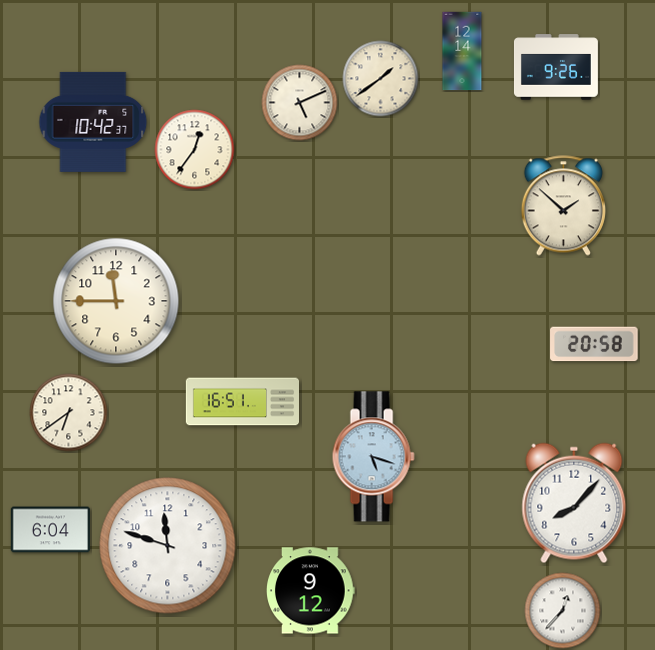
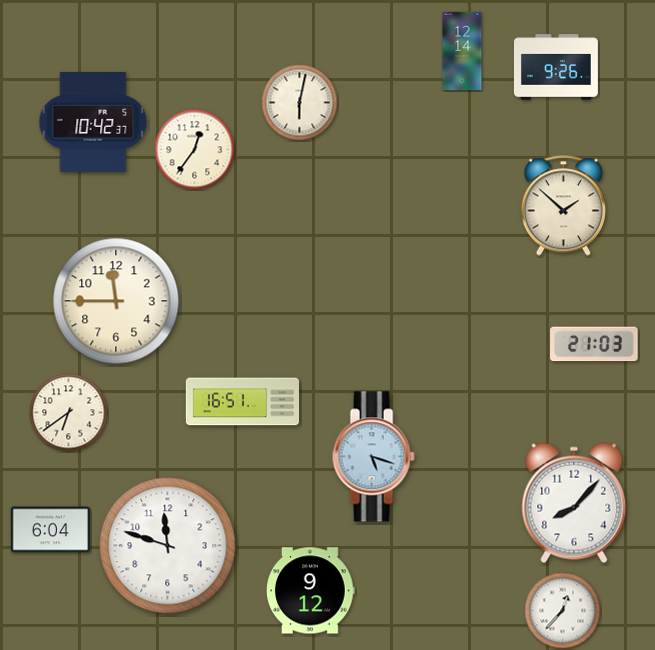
clock at (381, 79): 1:39 -> none
clock at (300, 103): 5:11 -> 6:02
clock at (594, 344): 20:58 -> 21:03
